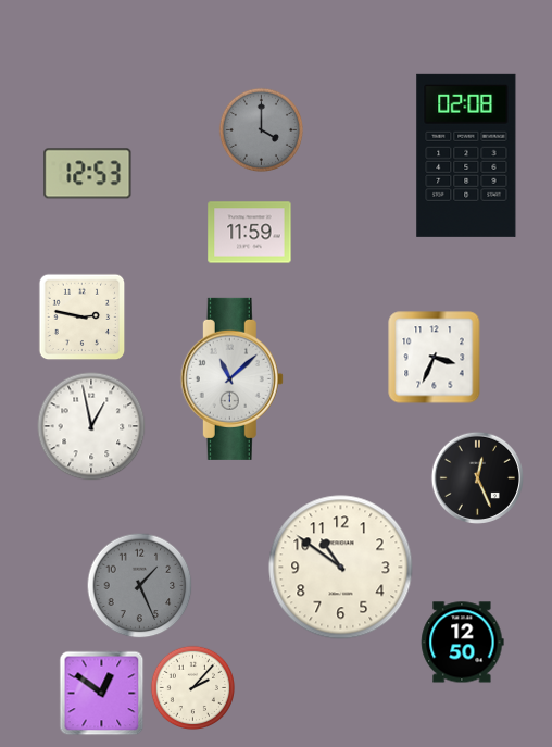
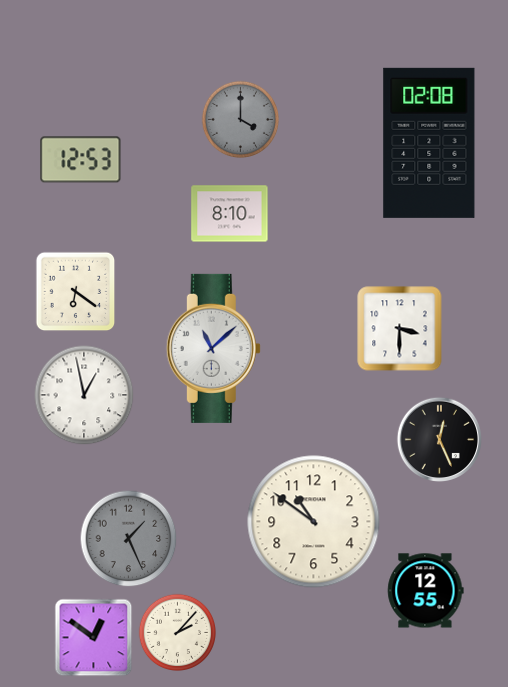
clock at (250, 233): 11:59 -> 8:10
clock at (81, 316): 2:47 -> 6:21
clock at (435, 358): 3:34 -> 3:30
clock at (91, 426) position: (91, 426) -> (84, 395)
clock at (463, 643): 12:50 -> 12:55
